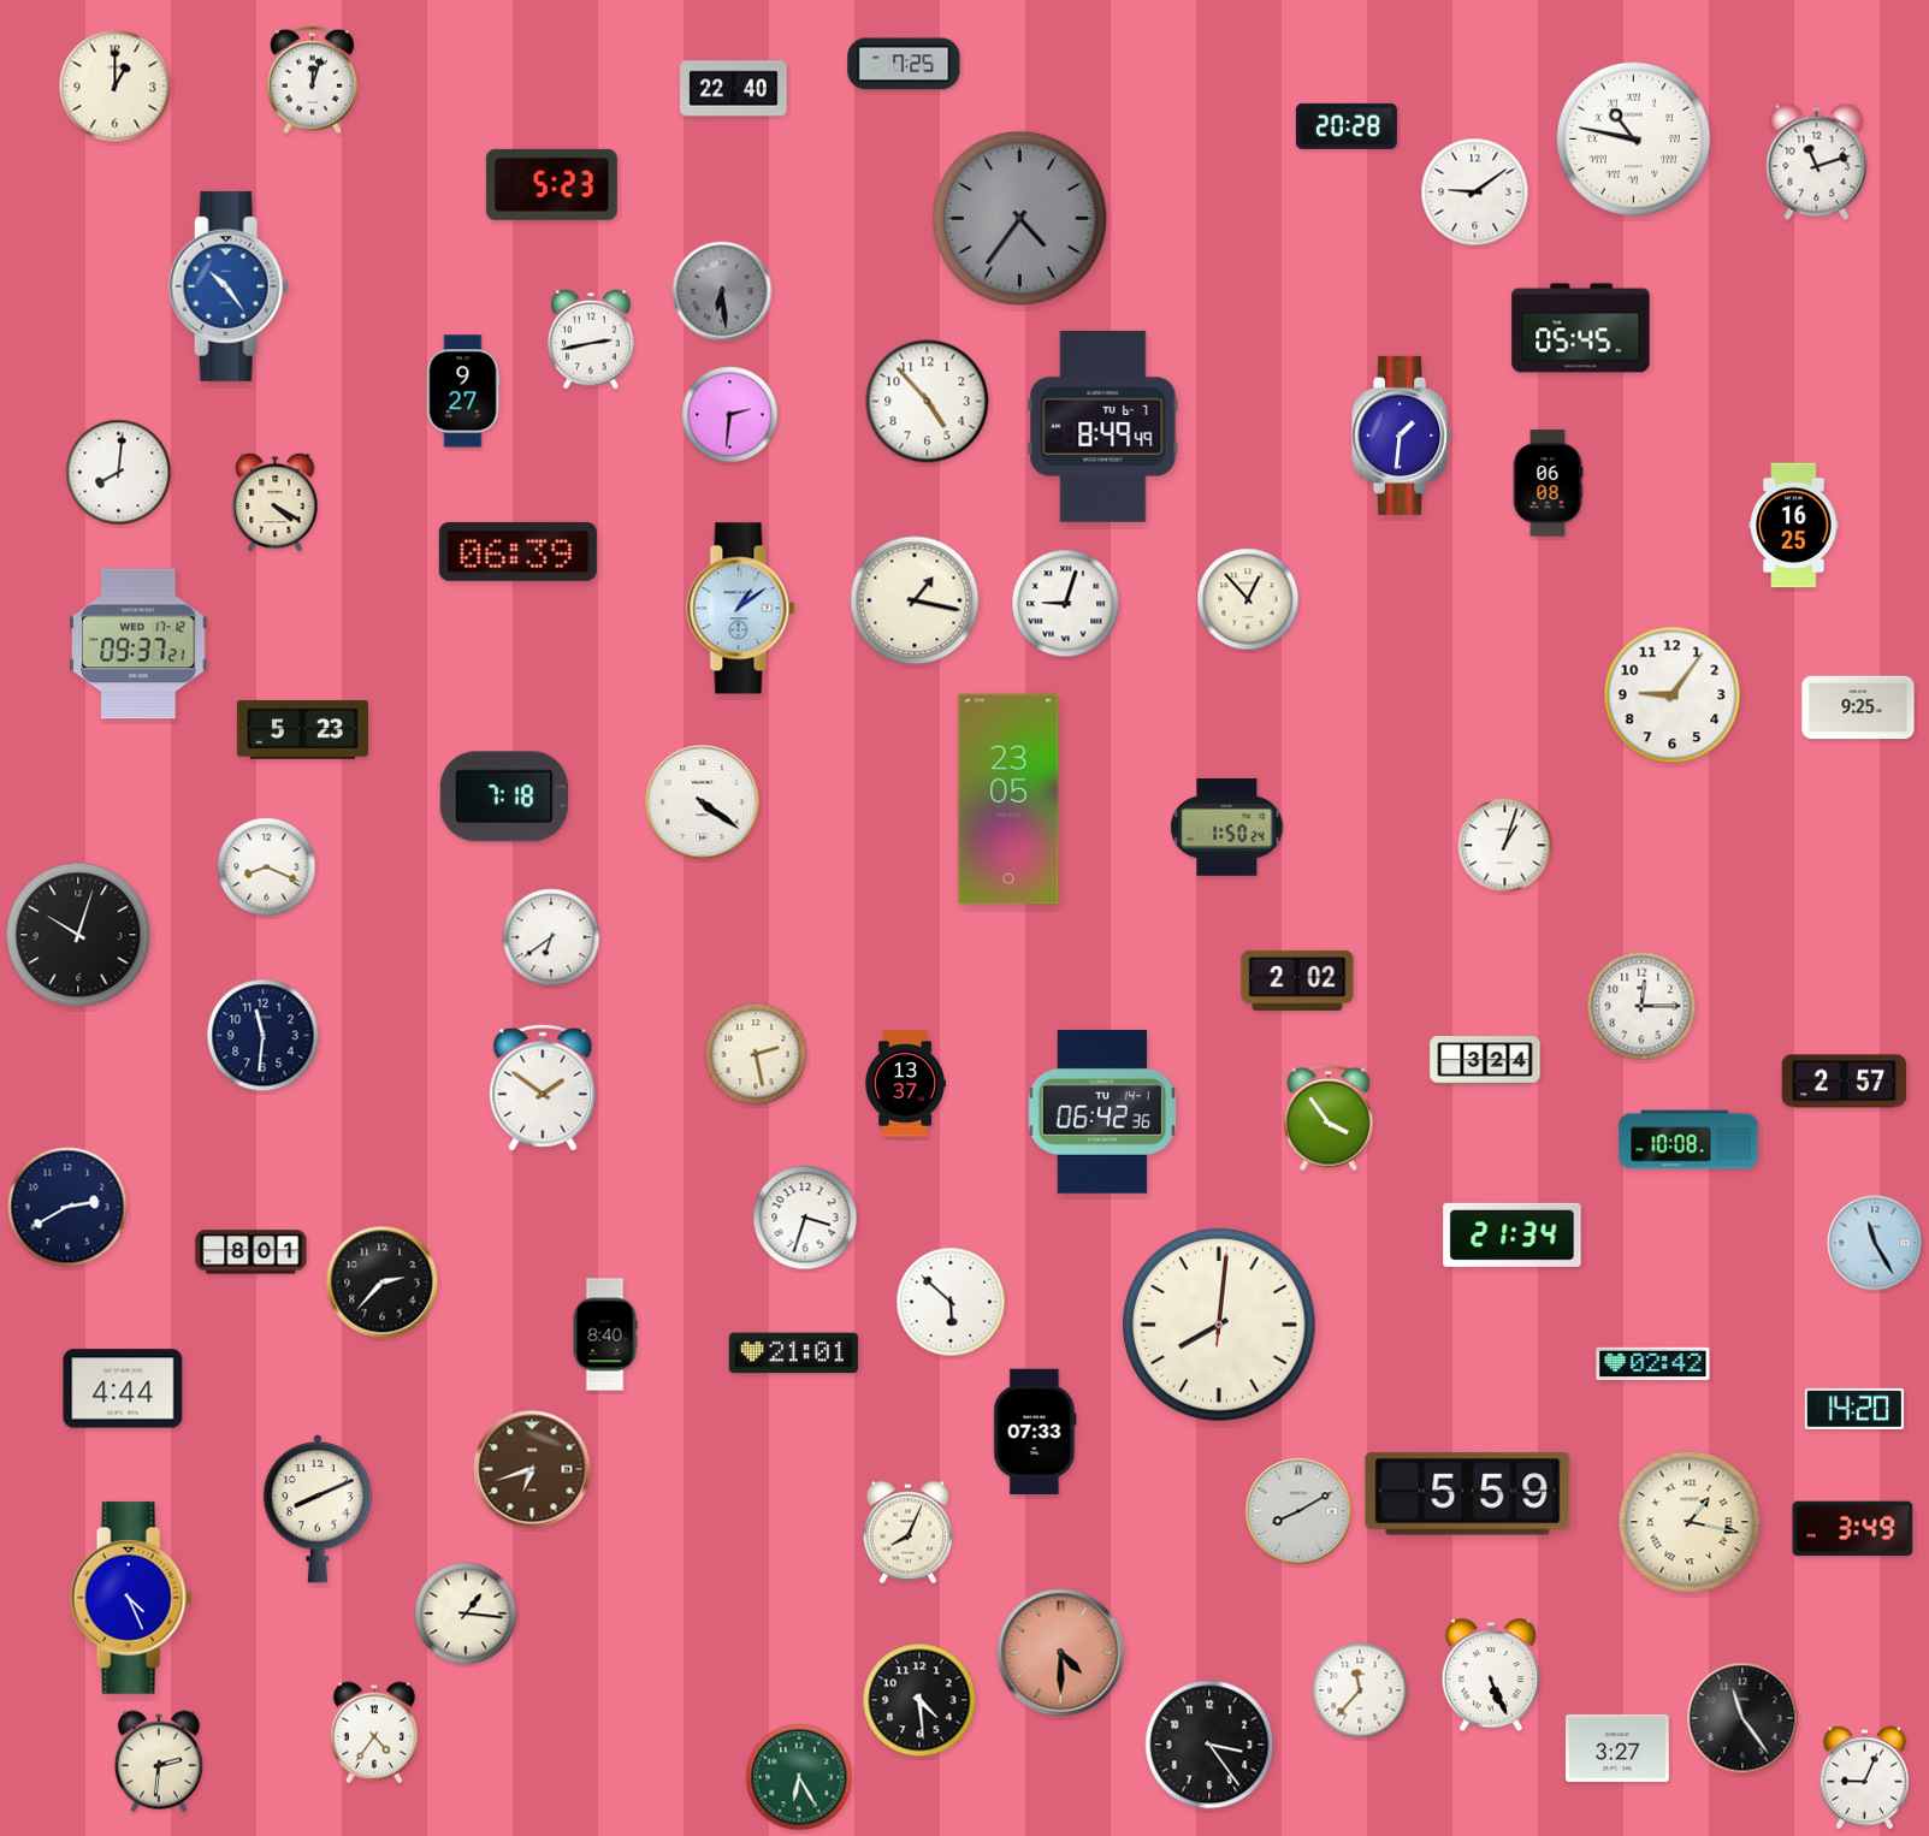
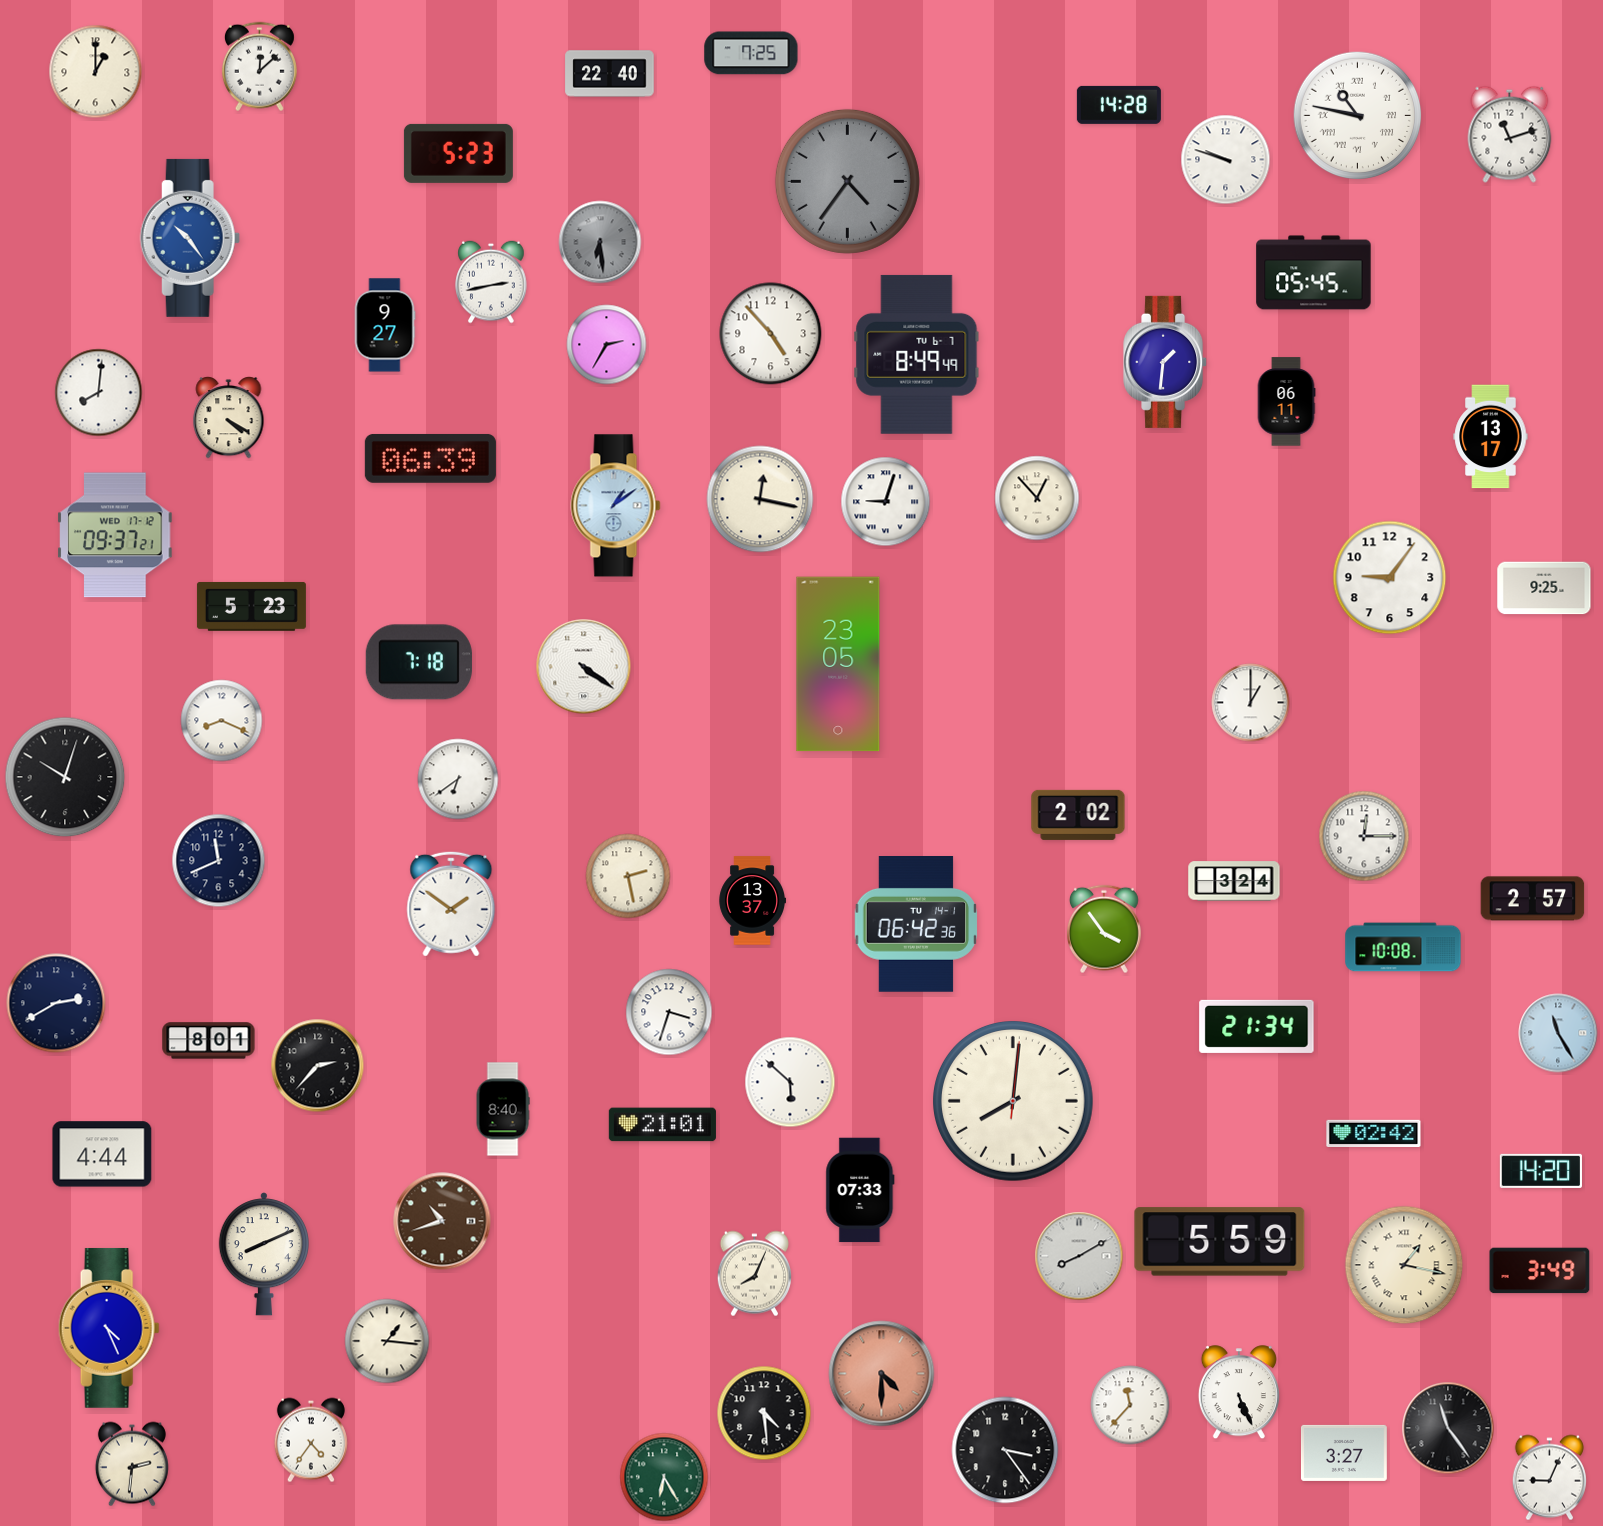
clock at (312, 81): 12:03 -> 12:08
clock at (1347, 126): 20:28 -> 14:28
clock at (1475, 193): 9:09 -> 9:48
clock at (730, 415): 2:31 -> 2:35
clock at (1548, 484): 06:08 -> 06:11
clock at (1794, 526): 16:25 -> 13:17
clock at (915, 600): 1:17 -> 12:17
clock at (1227, 827): 1:50 -> none
clock at (1505, 846): 1:03 -> 1:00
clock at (264, 1036): 11:31 -> 11:41
clock at (793, 1354) position: (793, 1354) -> (662, 1125)
clock at (532, 1469): 6:42 -> 10:42
